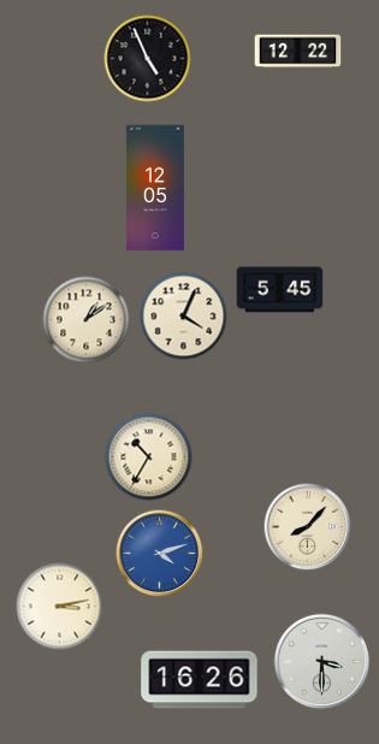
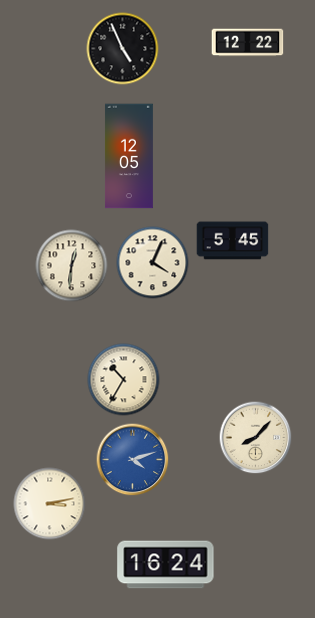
clock at (87, 320): 1:09 -> 12:31
clock at (322, 662): 3:30 -> none
clock at (200, 680): 16:26 -> 16:24
